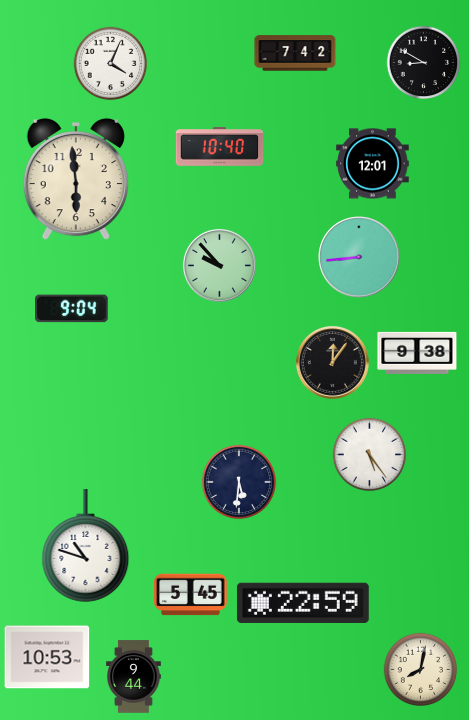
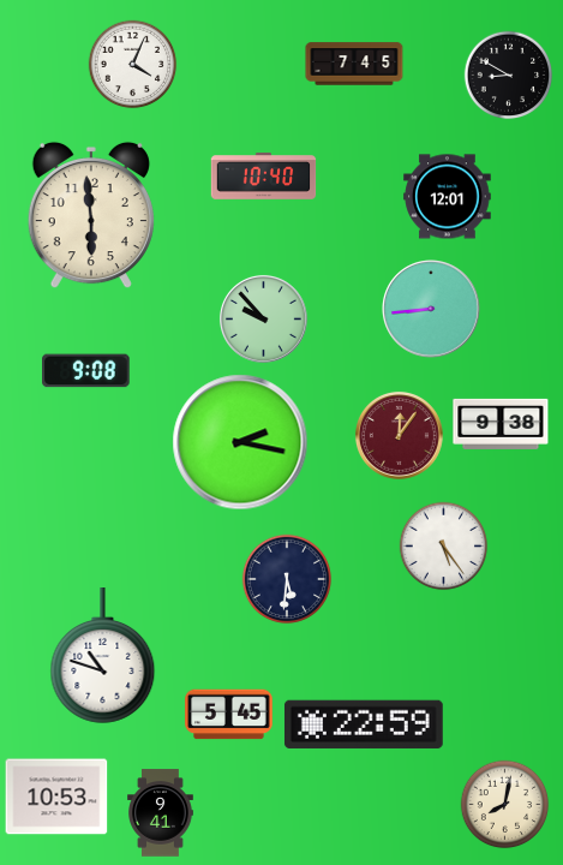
clock at (295, 53): 7:42 -> 7:45
clock at (111, 64) position: (111, 64) -> (133, 65)
clock at (72, 309): 9:04 -> 9:08
clock at (332, 362) dial: black -> burgundy
clock at (240, 442): none -> 2:17
clock at (47, 657) position: (47, 657) -> (56, 797)
clock at (134, 677): 9:44 -> 9:41
